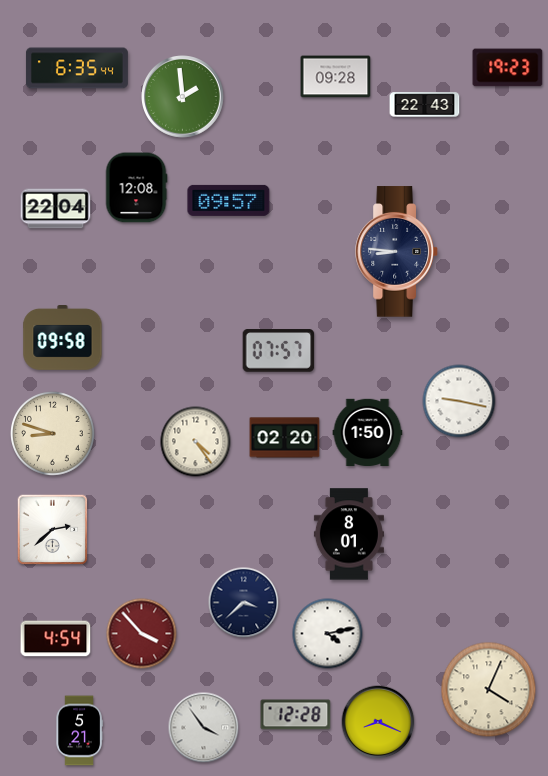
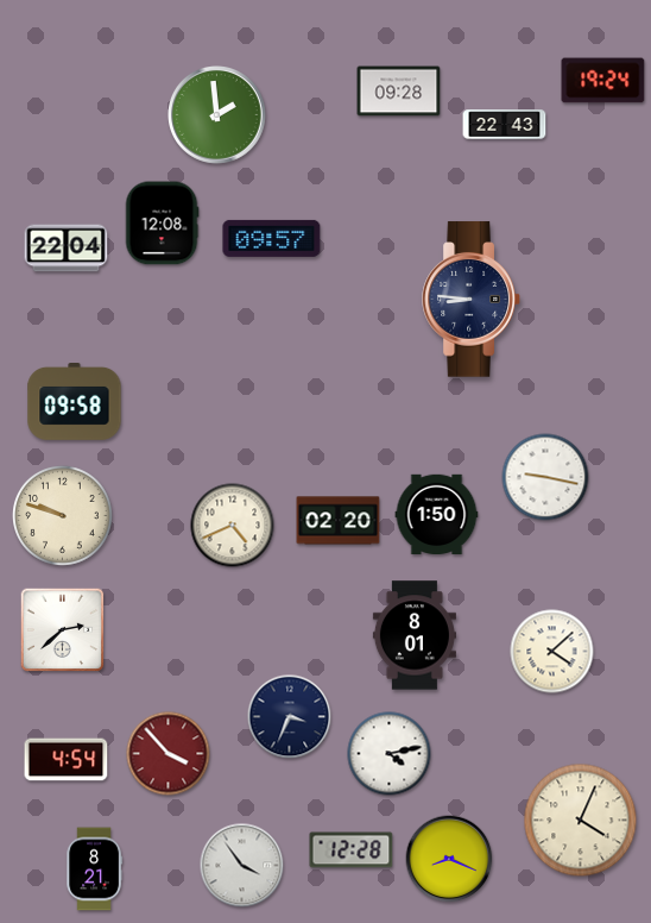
clock at (77, 68): 6:35 -> none
clock at (508, 68): 19:23 -> 19:24
clock at (279, 351): 07:57 -> none
clock at (53, 434): 8:48 -> 9:48
clock at (196, 442): 4:24 -> 4:41
clock at (552, 652): none -> 4:08
clock at (244, 603): 3:38 -> 3:34
clock at (79, 731): 5:21 -> 8:21
